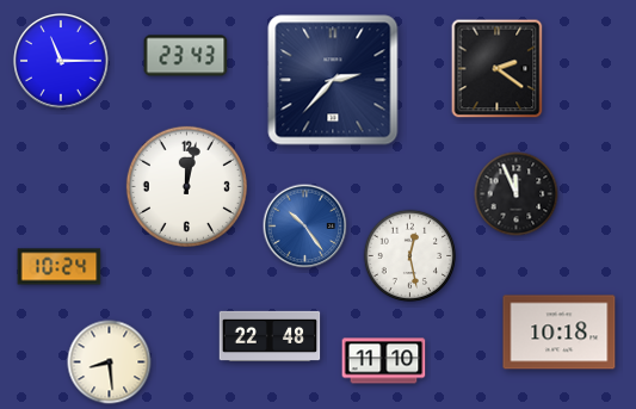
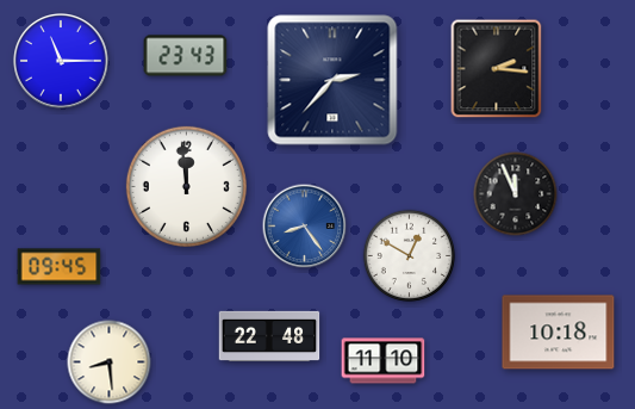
clock at (498, 69): 2:21 -> 2:16
clock at (186, 186): 12:02 -> 11:59
clock at (305, 227): 10:24 -> 8:24
clock at (410, 256): 12:28 -> 12:50
clock at (60, 267): 10:24 -> 09:45
